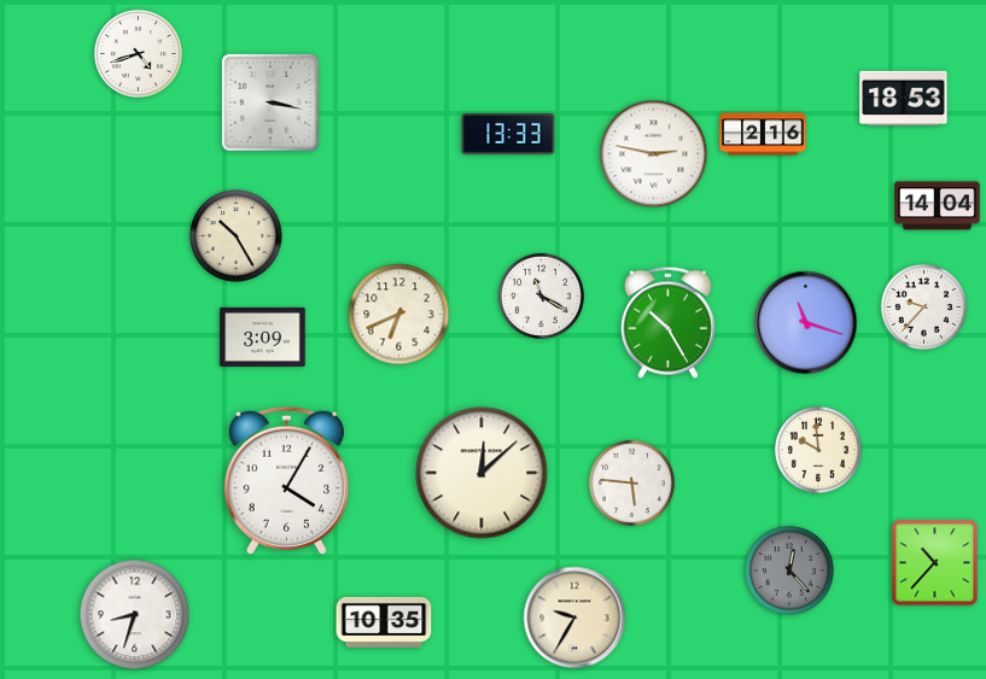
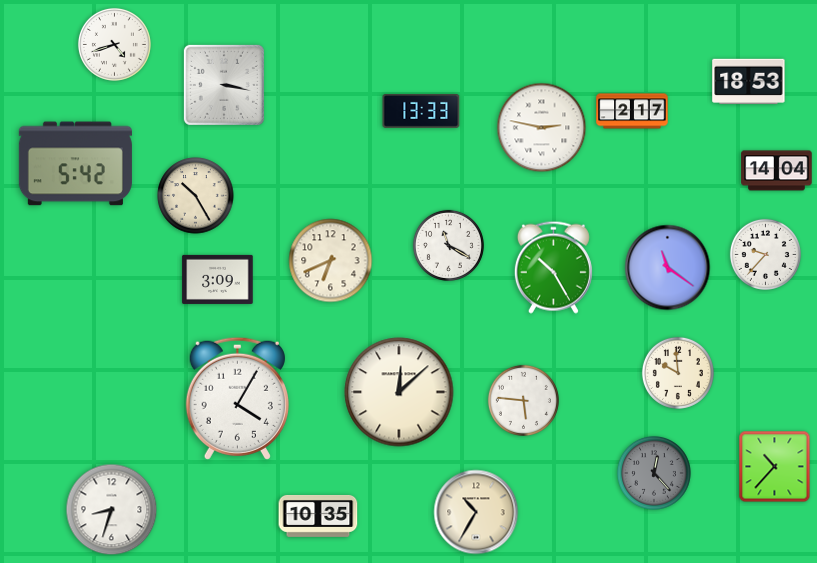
clock at (763, 134): 2:16 -> 2:17
clock at (75, 164): none -> 5:42
clock at (806, 323): 11:18 -> 11:21
clock at (574, 617): 9:35 -> 10:35
